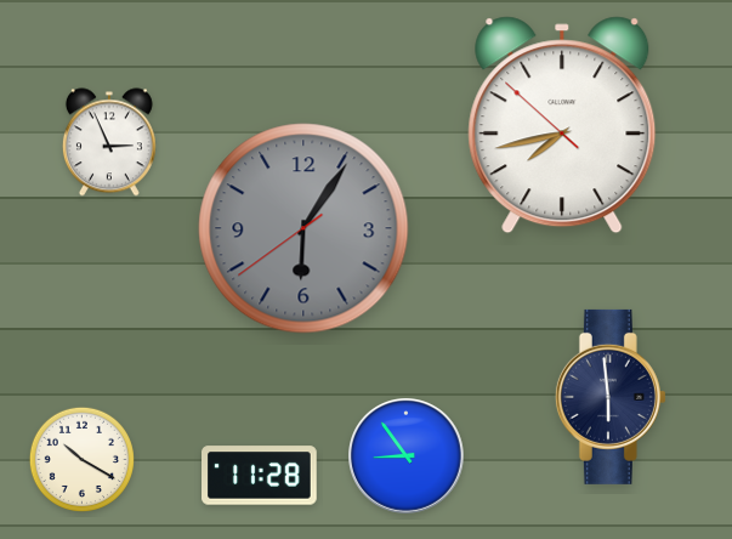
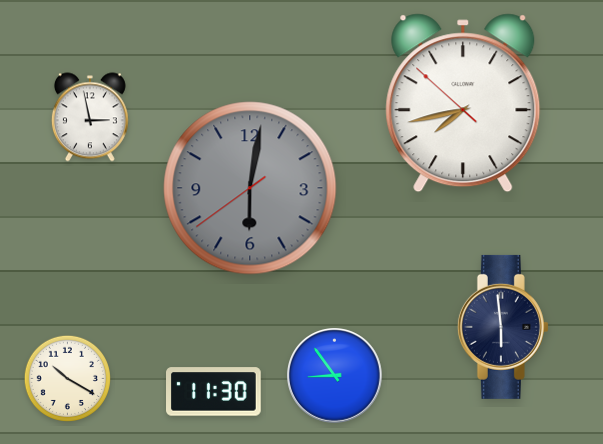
clock at (109, 142): 2:56 -> 2:58
clock at (303, 228): 6:05 -> 6:01
clock at (260, 476): 11:28 -> 11:30
